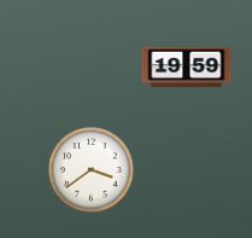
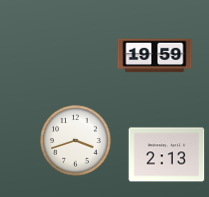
clock at (92, 170): 3:39 -> 3:42
clock at (167, 155): none -> 2:13
